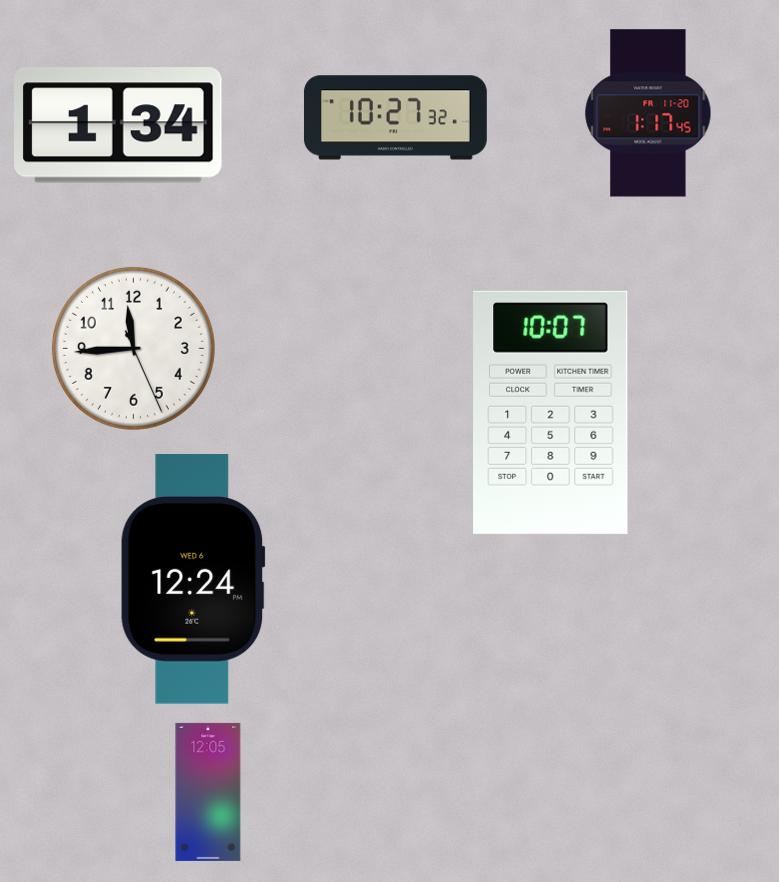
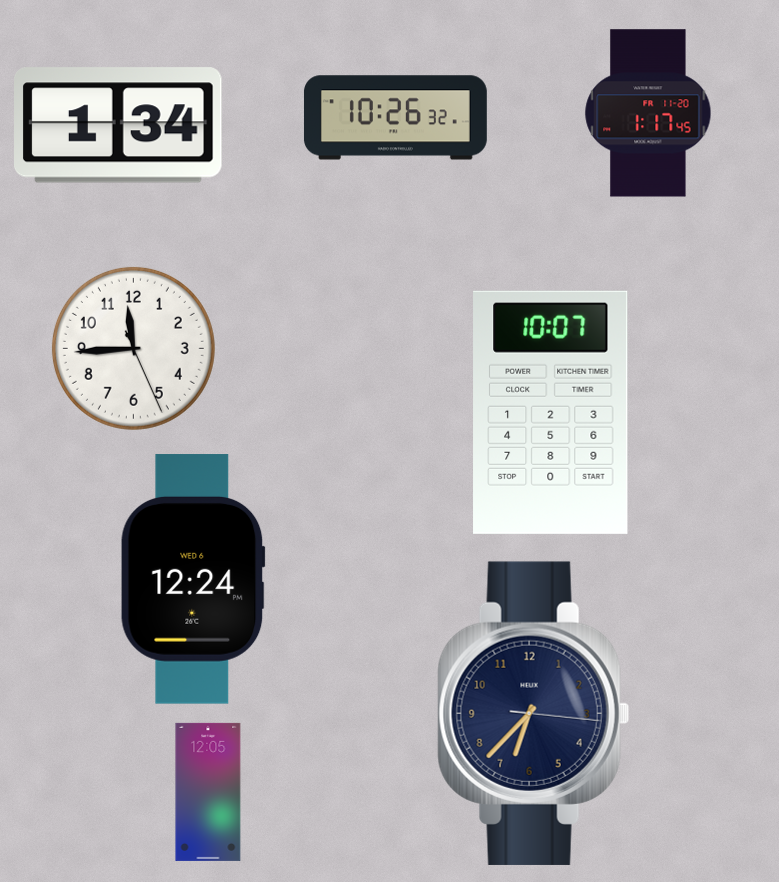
clock at (395, 118): 10:27 -> 10:26
clock at (533, 713): none -> 6:37
